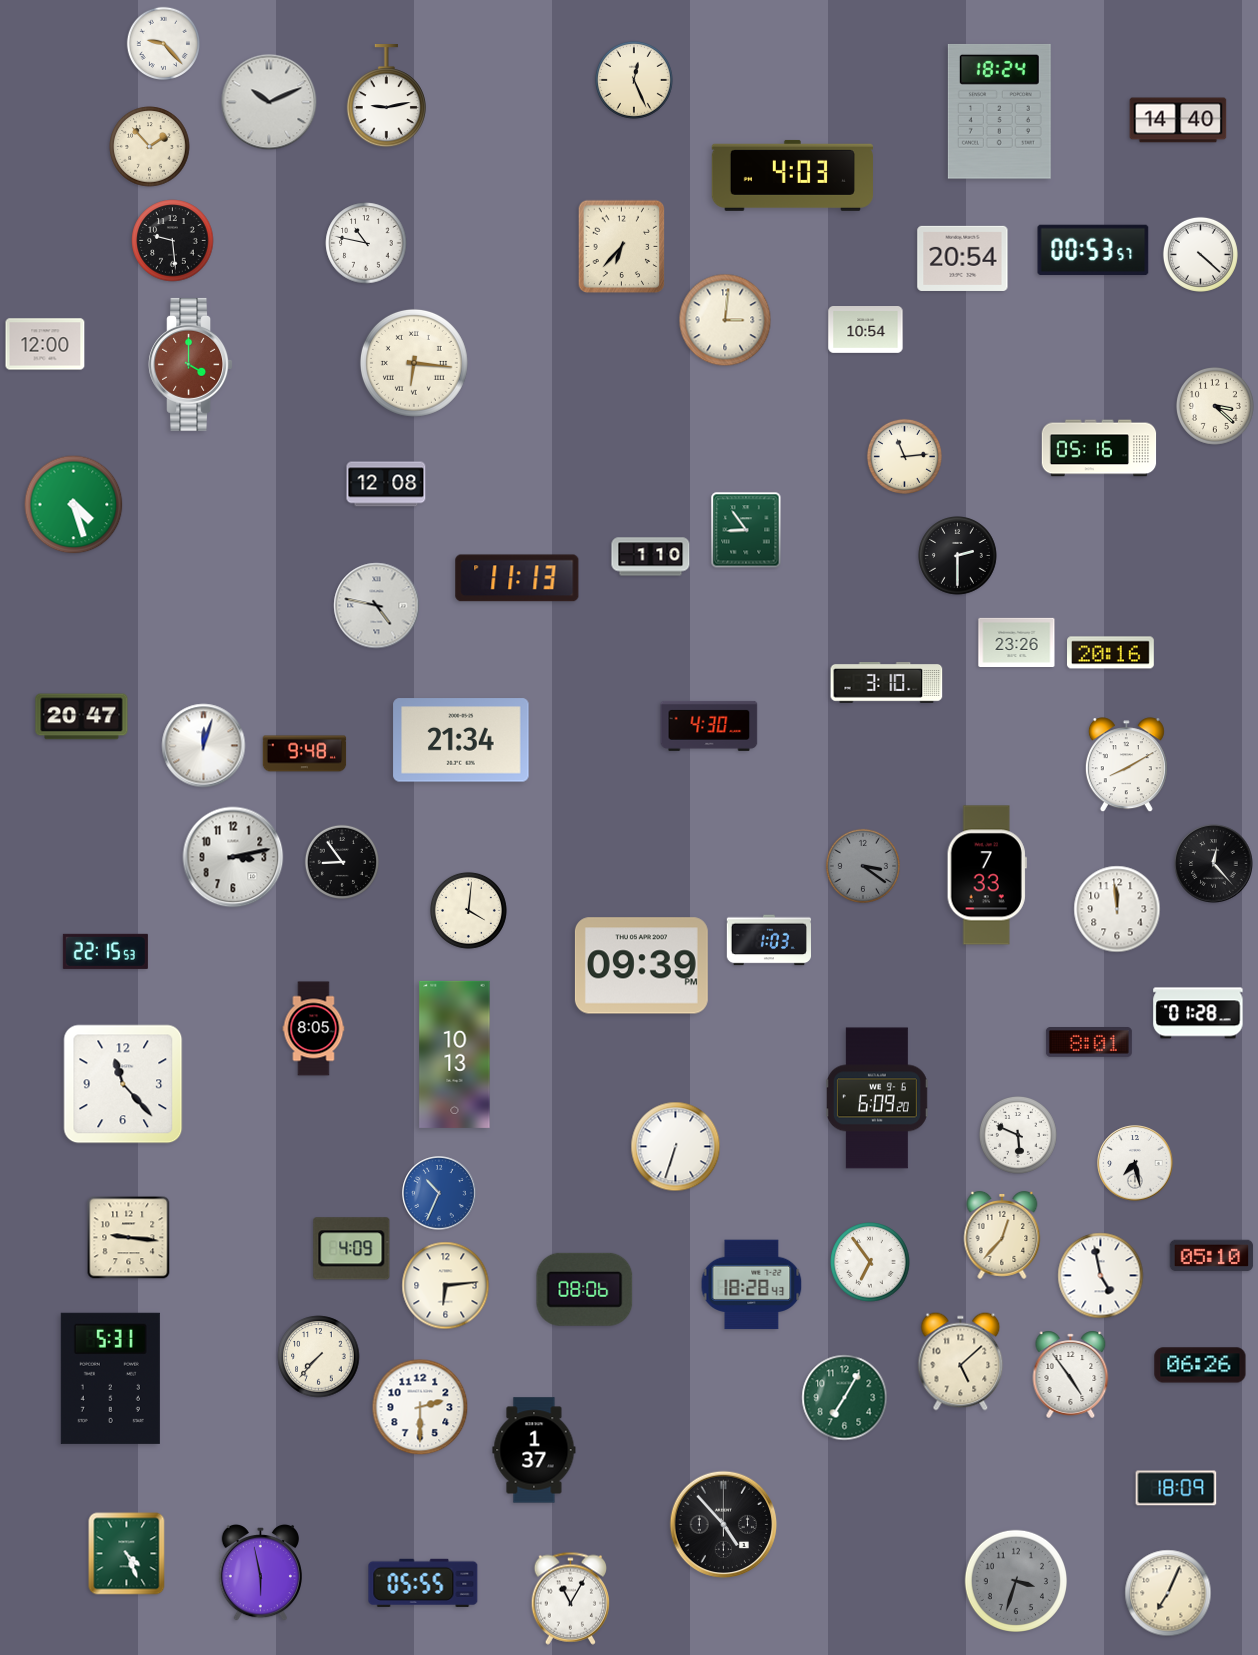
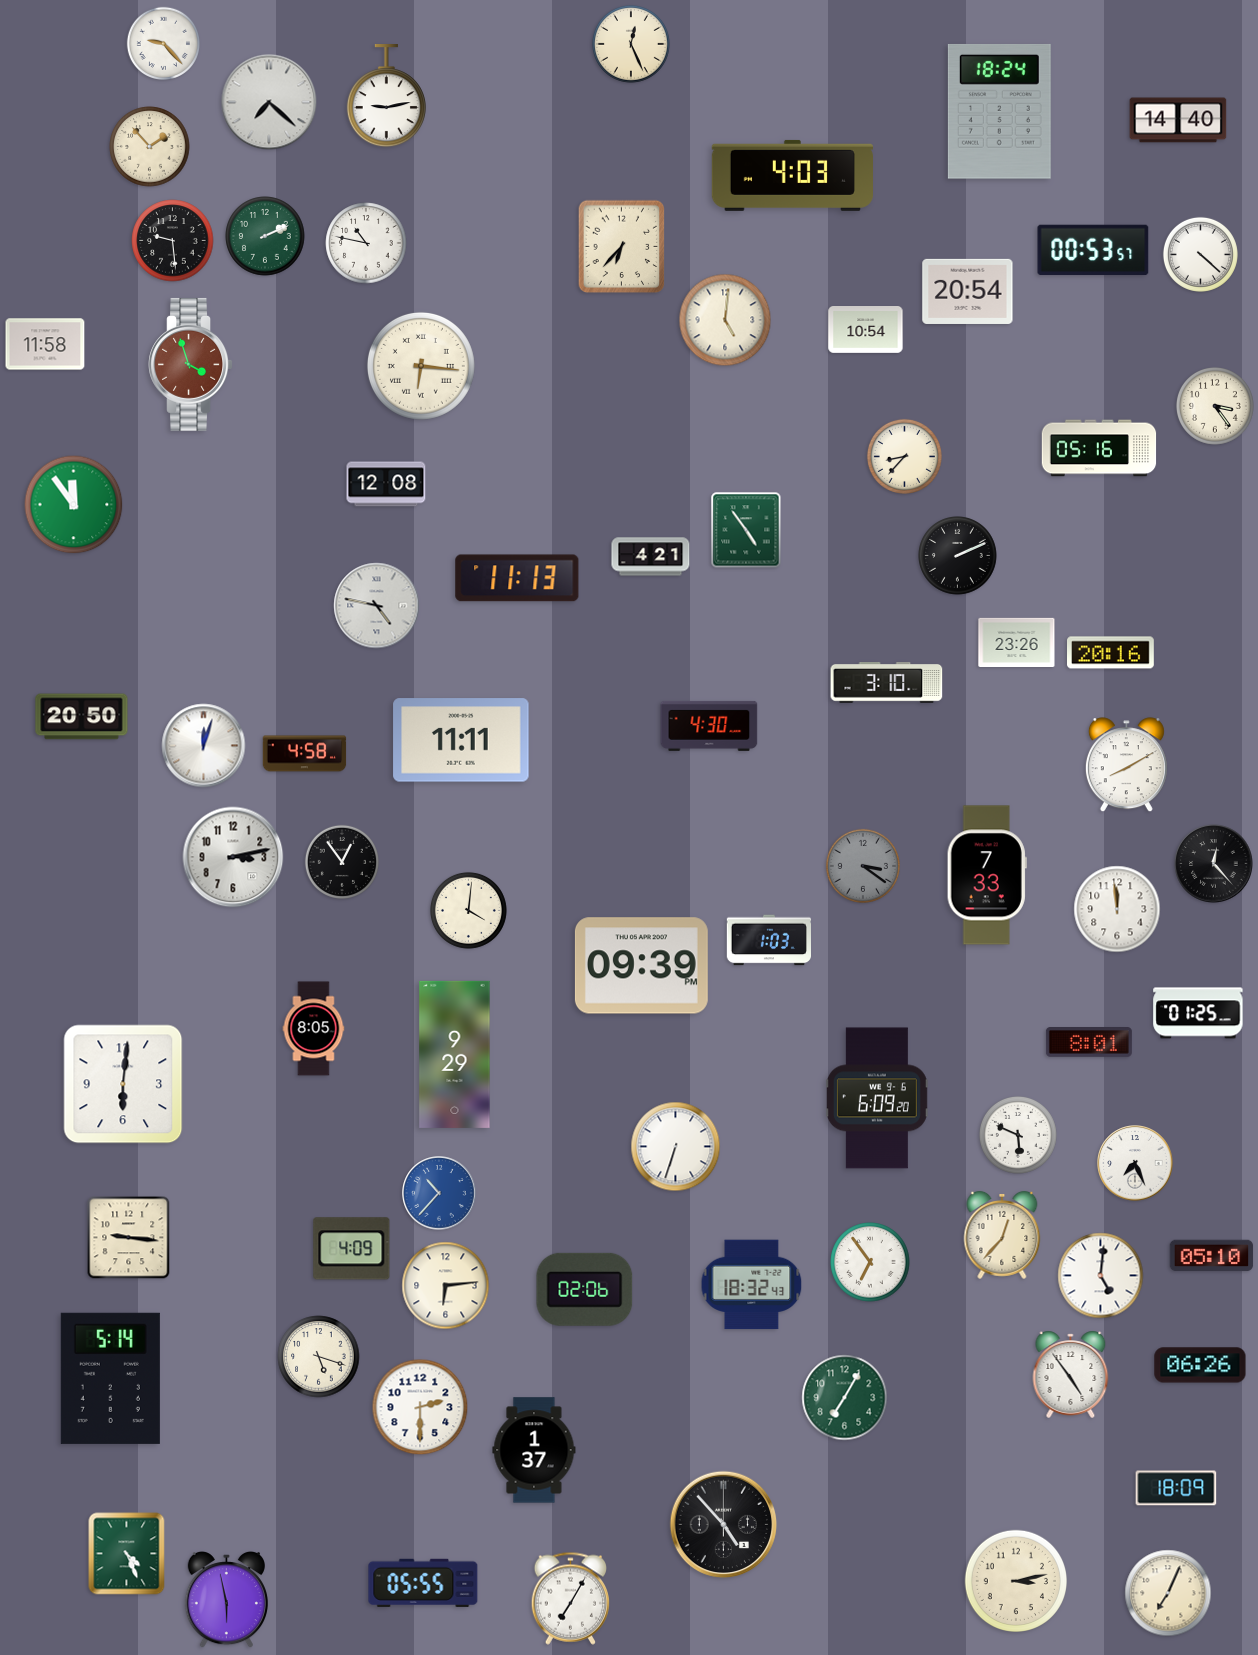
clock at (634, 80) position: (634, 80) -> (631, 44)
clock at (269, 102): 10:11 -> 7:22
clock at (265, 236): none -> 2:11
clock at (963, 258) position: (963, 258) -> (968, 291)
clock at (725, 320): 3:01 -> 5:01
clock at (45, 344): 12:00 -> 11:58
clock at (414, 363) position: (414, 363) -> (421, 366)
clock at (190, 364): 4:00 -> 3:57
clock at (1215, 406): 3:22 -> 3:24
clock at (904, 456): 11:14 -> 8:37
clock at (74, 505): 4:27 -> 11:54
clock at (746, 530): 8:54 -> 4:54
clock at (958, 556): 2:30 -> 2:11
clock at (651, 557): 1:10 -> 4:21
clock at (82, 717): 20:47 -> 20:50
clock at (461, 740): 21:34 -> 11:11
clock at (305, 754): 9:48 -> 4:58
clock at (342, 862): 8:54 -> 12:54
clock at (105, 951): 22:15 -> none
clock at (1198, 1013): 01:28 -> 01:25
clock at (455, 1054): 10:13 -> 9:29
clock at (123, 1084): 11:23 -> 6:01
clock at (1135, 1163): 7:28 -> 7:26
clock at (439, 1193): 10:34 -> 10:37
clock at (1101, 1276): 4:58 -> 5:01
clock at (752, 1285): 18:28 -> 18:32
clock at (585, 1289): 08:06 -> 02:06
clock at (319, 1357): 7:37 -> 5:18
clock at (961, 1362): 5:08 -> none
clock at (110, 1378): 5:31 -> 5:14
clock at (260, 1573) position: (260, 1573) -> (226, 1600)
clock at (1015, 1580): 3:33 -> 3:13
clock at (1015, 1580) dial: grey -> cream
clock at (570, 1598): 11:05 -> 7:05
